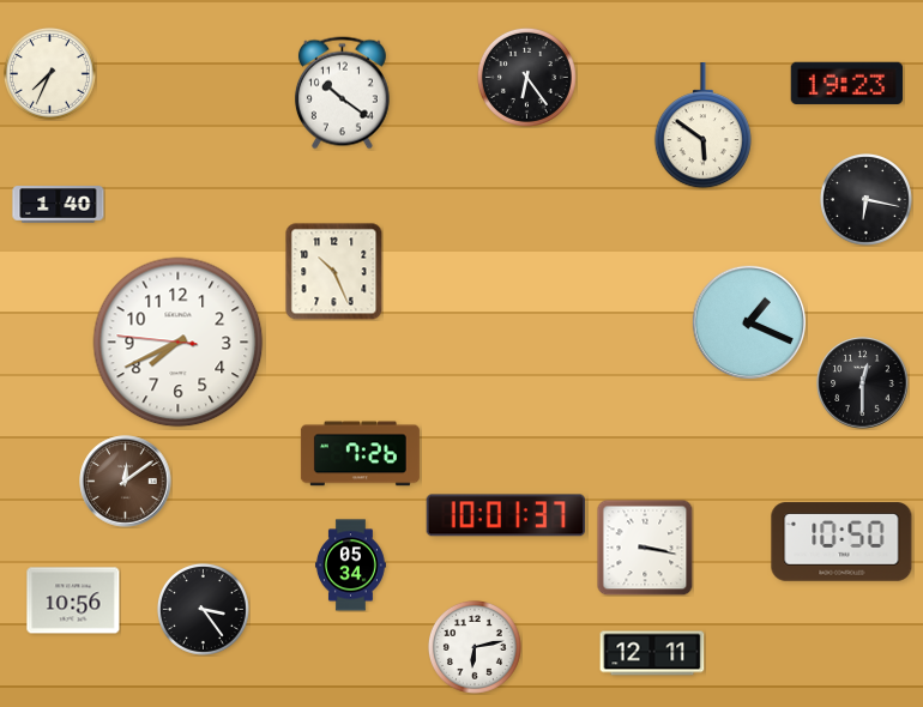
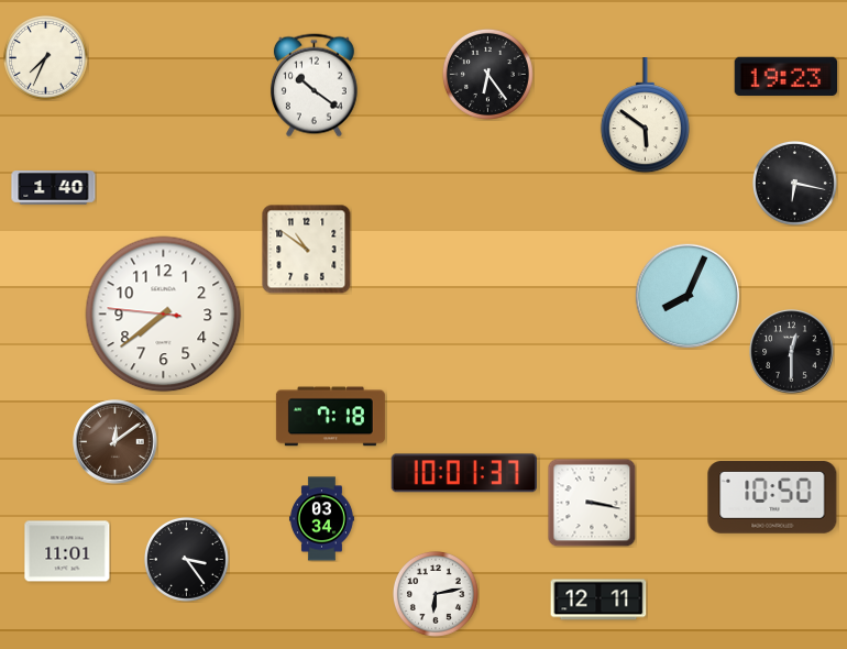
clock at (49, 73) position: (49, 73) -> (45, 57)
clock at (526, 77) position: (526, 77) -> (487, 74)
clock at (846, 83) position: (846, 83) -> (785, 76)
clock at (334, 272): 10:26 -> 10:51
clock at (748, 321): 1:19 -> 8:04
clock at (179, 343): 7:40 -> 7:38
clock at (360, 454): 7:26 -> 7:18
clock at (350, 566): 05:34 -> 03:34
clock at (73, 600): 10:56 -> 11:01
